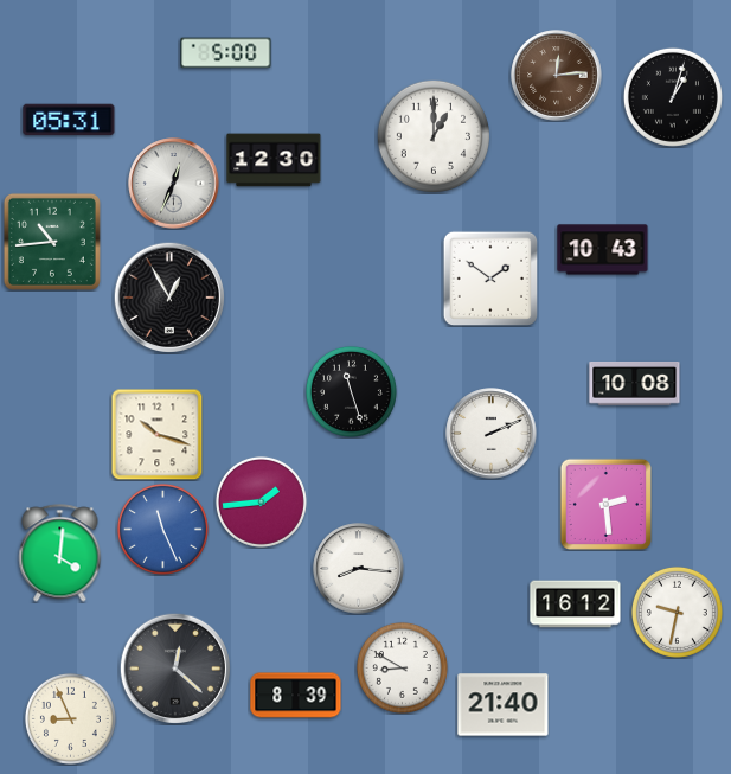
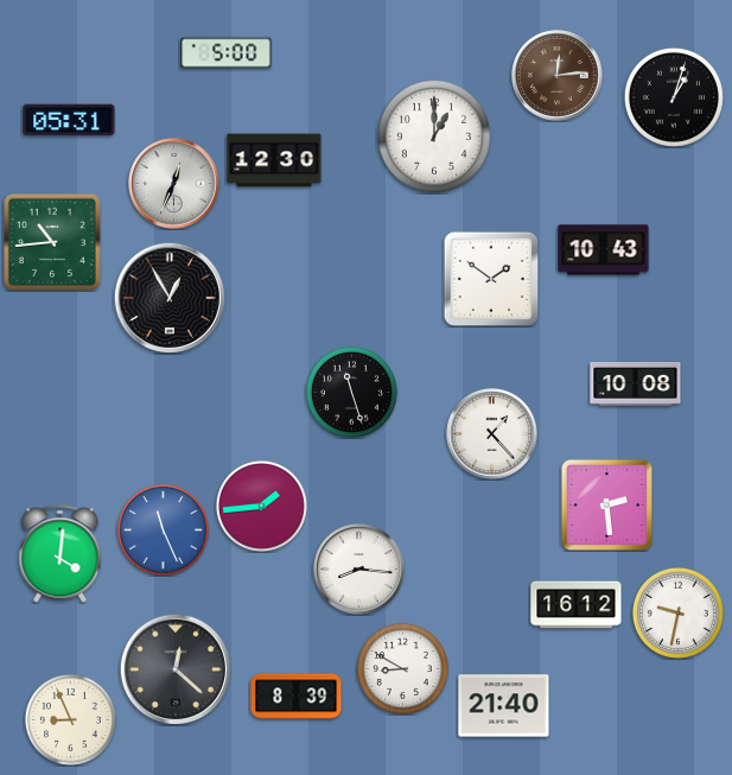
clock at (156, 434): 10:18 -> none
clock at (492, 434): 2:11 -> 1:23
clock at (261, 501) position: (261, 501) -> (261, 506)
